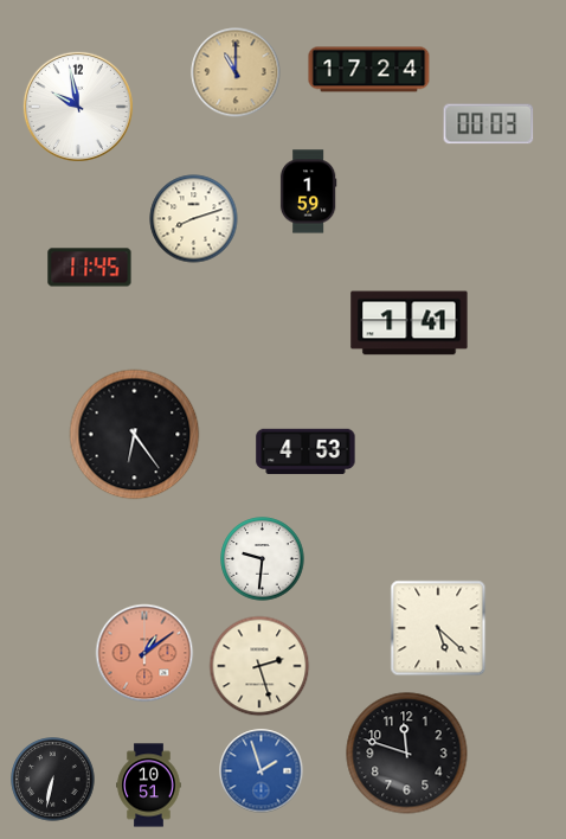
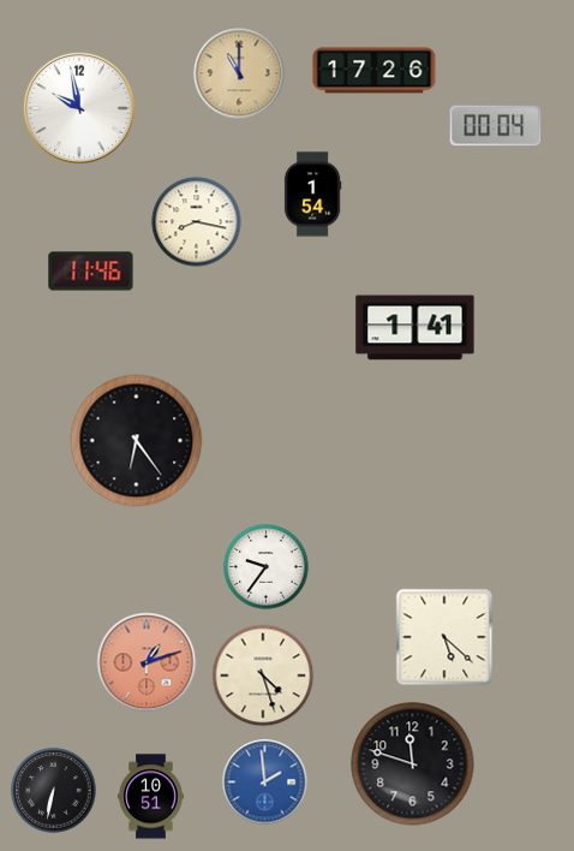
clock at (369, 70): 17:24 -> 17:26
clock at (489, 124): 00:03 -> 00:04
clock at (308, 192): 1:59 -> 1:54
clock at (194, 219): 8:12 -> 8:17
clock at (90, 268): 11:45 -> 11:46
clock at (305, 451): 4:53 -> none
clock at (263, 559): 9:31 -> 9:36
clock at (144, 653): 1:09 -> 1:12
clock at (259, 666): 2:27 -> 4:27
clock at (262, 771): 1:57 -> 1:59
